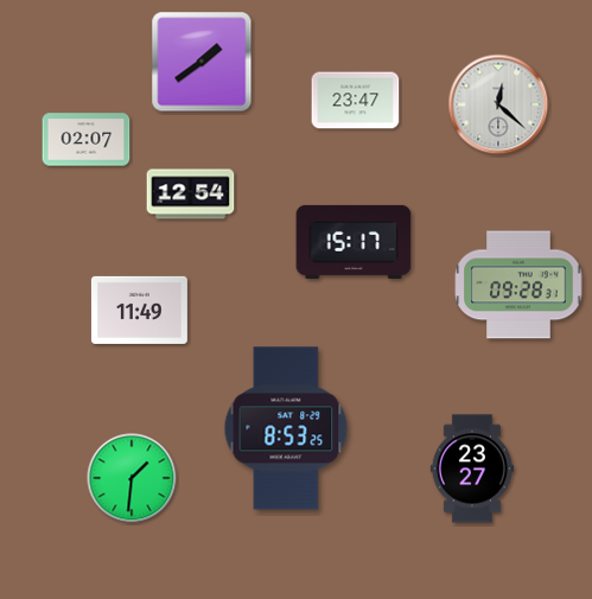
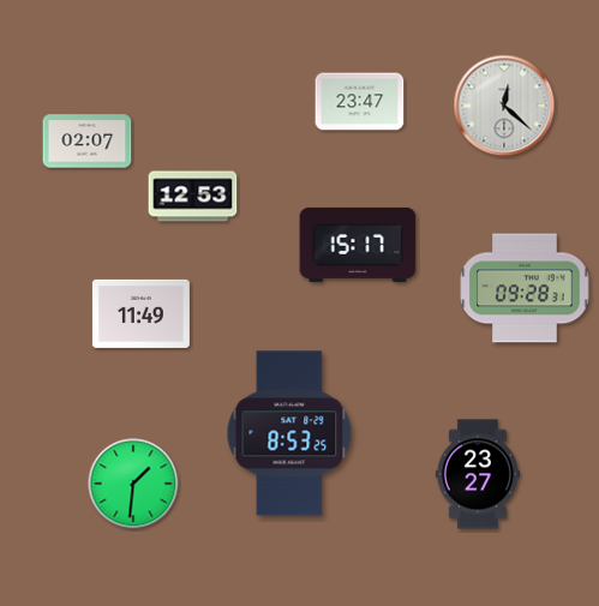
clock at (202, 62): 1:39 -> none
clock at (191, 195): 12:54 -> 12:53
